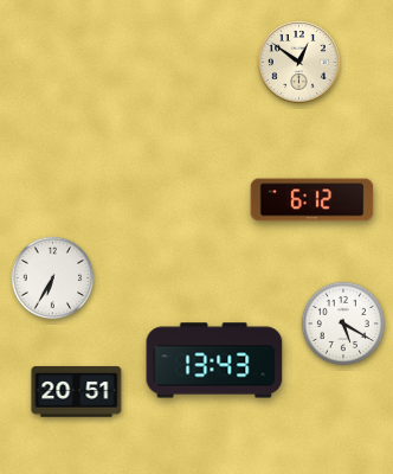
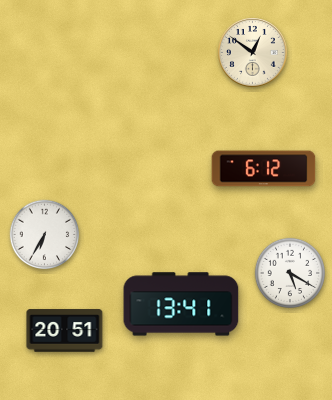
clock at (214, 360): 13:43 -> 13:41
